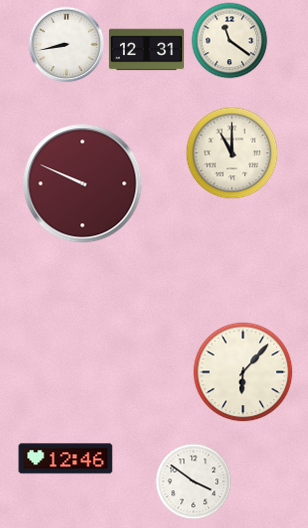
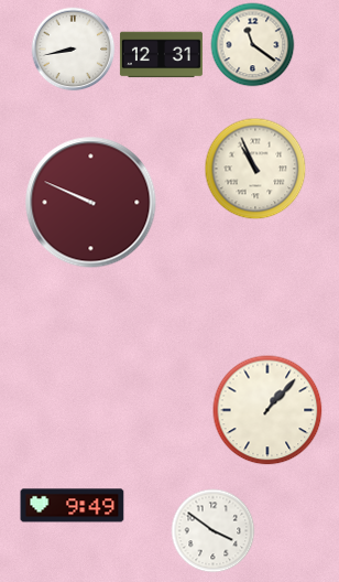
clock at (232, 153): 11:00 -> 10:56
clock at (243, 372): 6:07 -> 1:07
clock at (66, 459): 12:46 -> 9:49
